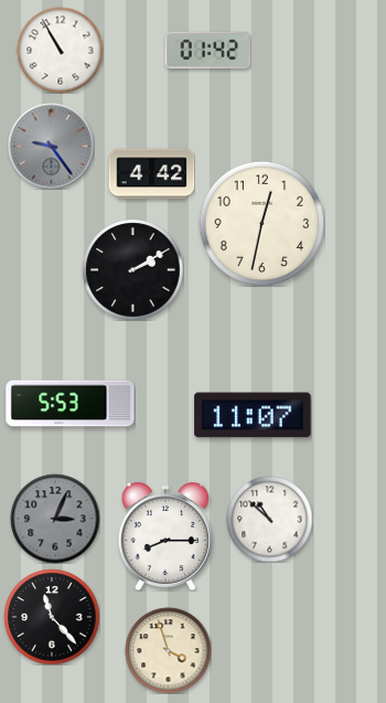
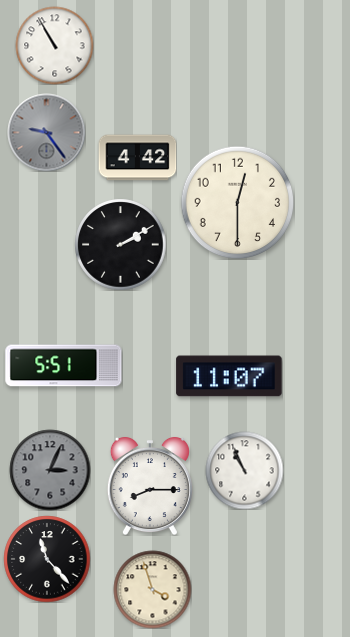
clock at (207, 51): 01:42 -> none
clock at (261, 223): 12:32 -> 12:30
clock at (71, 404): 5:53 -> 5:51
clock at (269, 519): 10:52 -> 10:56
